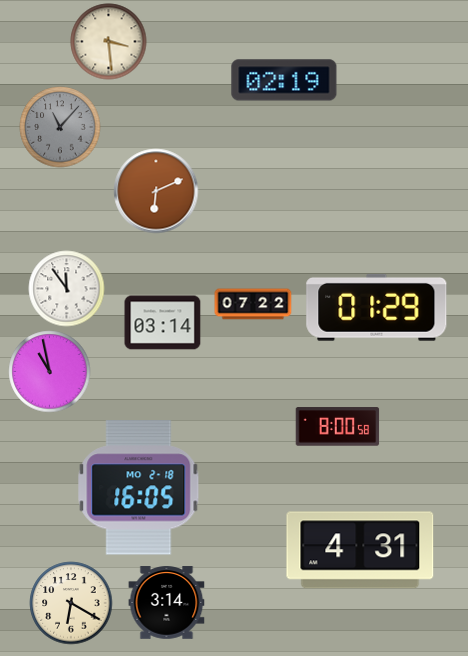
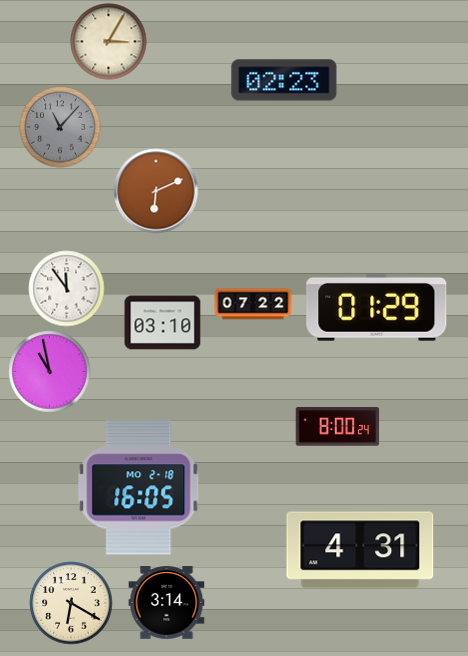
clock at (109, 42): 3:29 -> 3:05
clock at (284, 80): 02:19 -> 02:23
clock at (163, 323): 03:14 -> 03:10
clock at (338, 427): 8:00:58 -> 8:00:24
